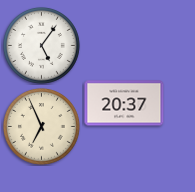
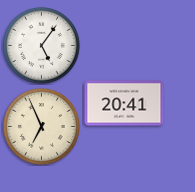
clock at (124, 103): 20:37 -> 20:41
